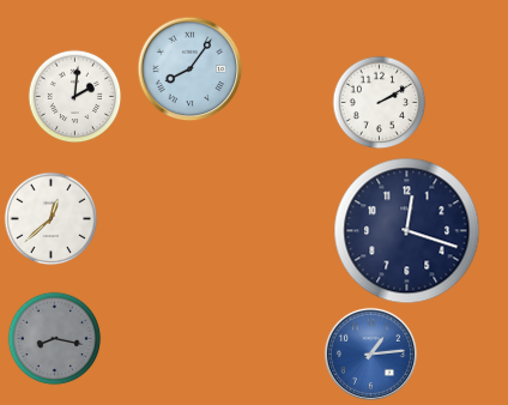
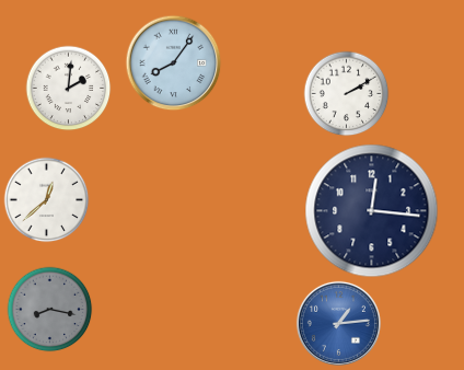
clock at (407, 231): 12:18 -> 12:16
